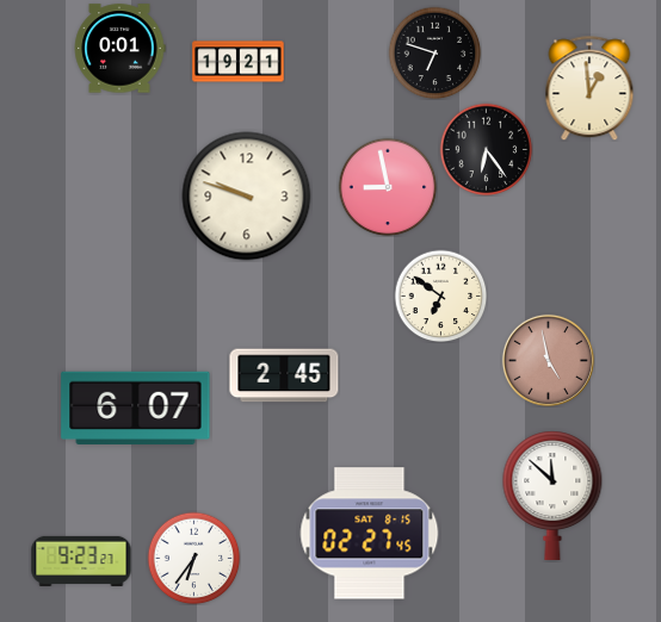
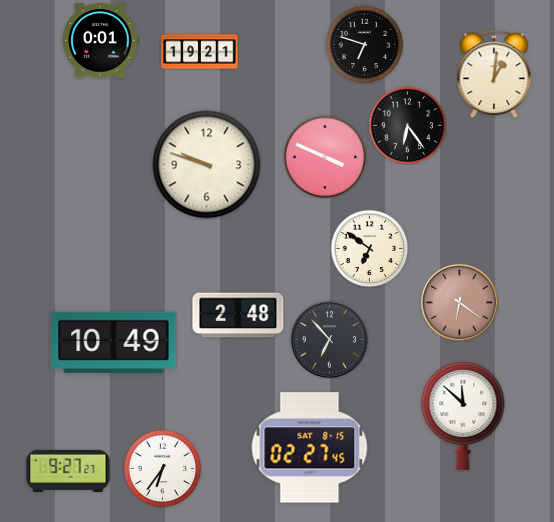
clock at (589, 88): 12:59 -> 1:01
clock at (388, 187): 8:58 -> 3:49
clock at (548, 360): 4:58 -> 6:21
clock at (284, 375): 2:45 -> 2:48
clock at (329, 339): none -> 6:53
clock at (136, 408): 6:07 -> 10:49
clock at (81, 561): 9:23 -> 9:27
